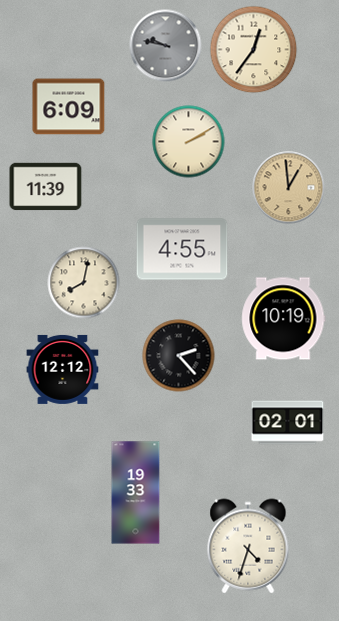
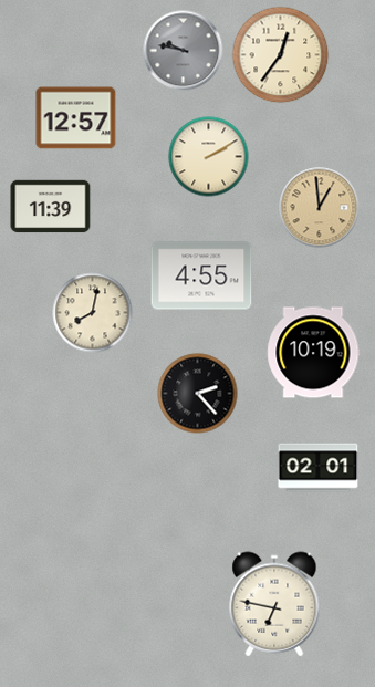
clock at (69, 107): 6:09 -> 12:57
clock at (63, 369): 12:12 -> none
clock at (136, 493): 19:33 -> none
clock at (248, 546): 4:33 -> 6:47
